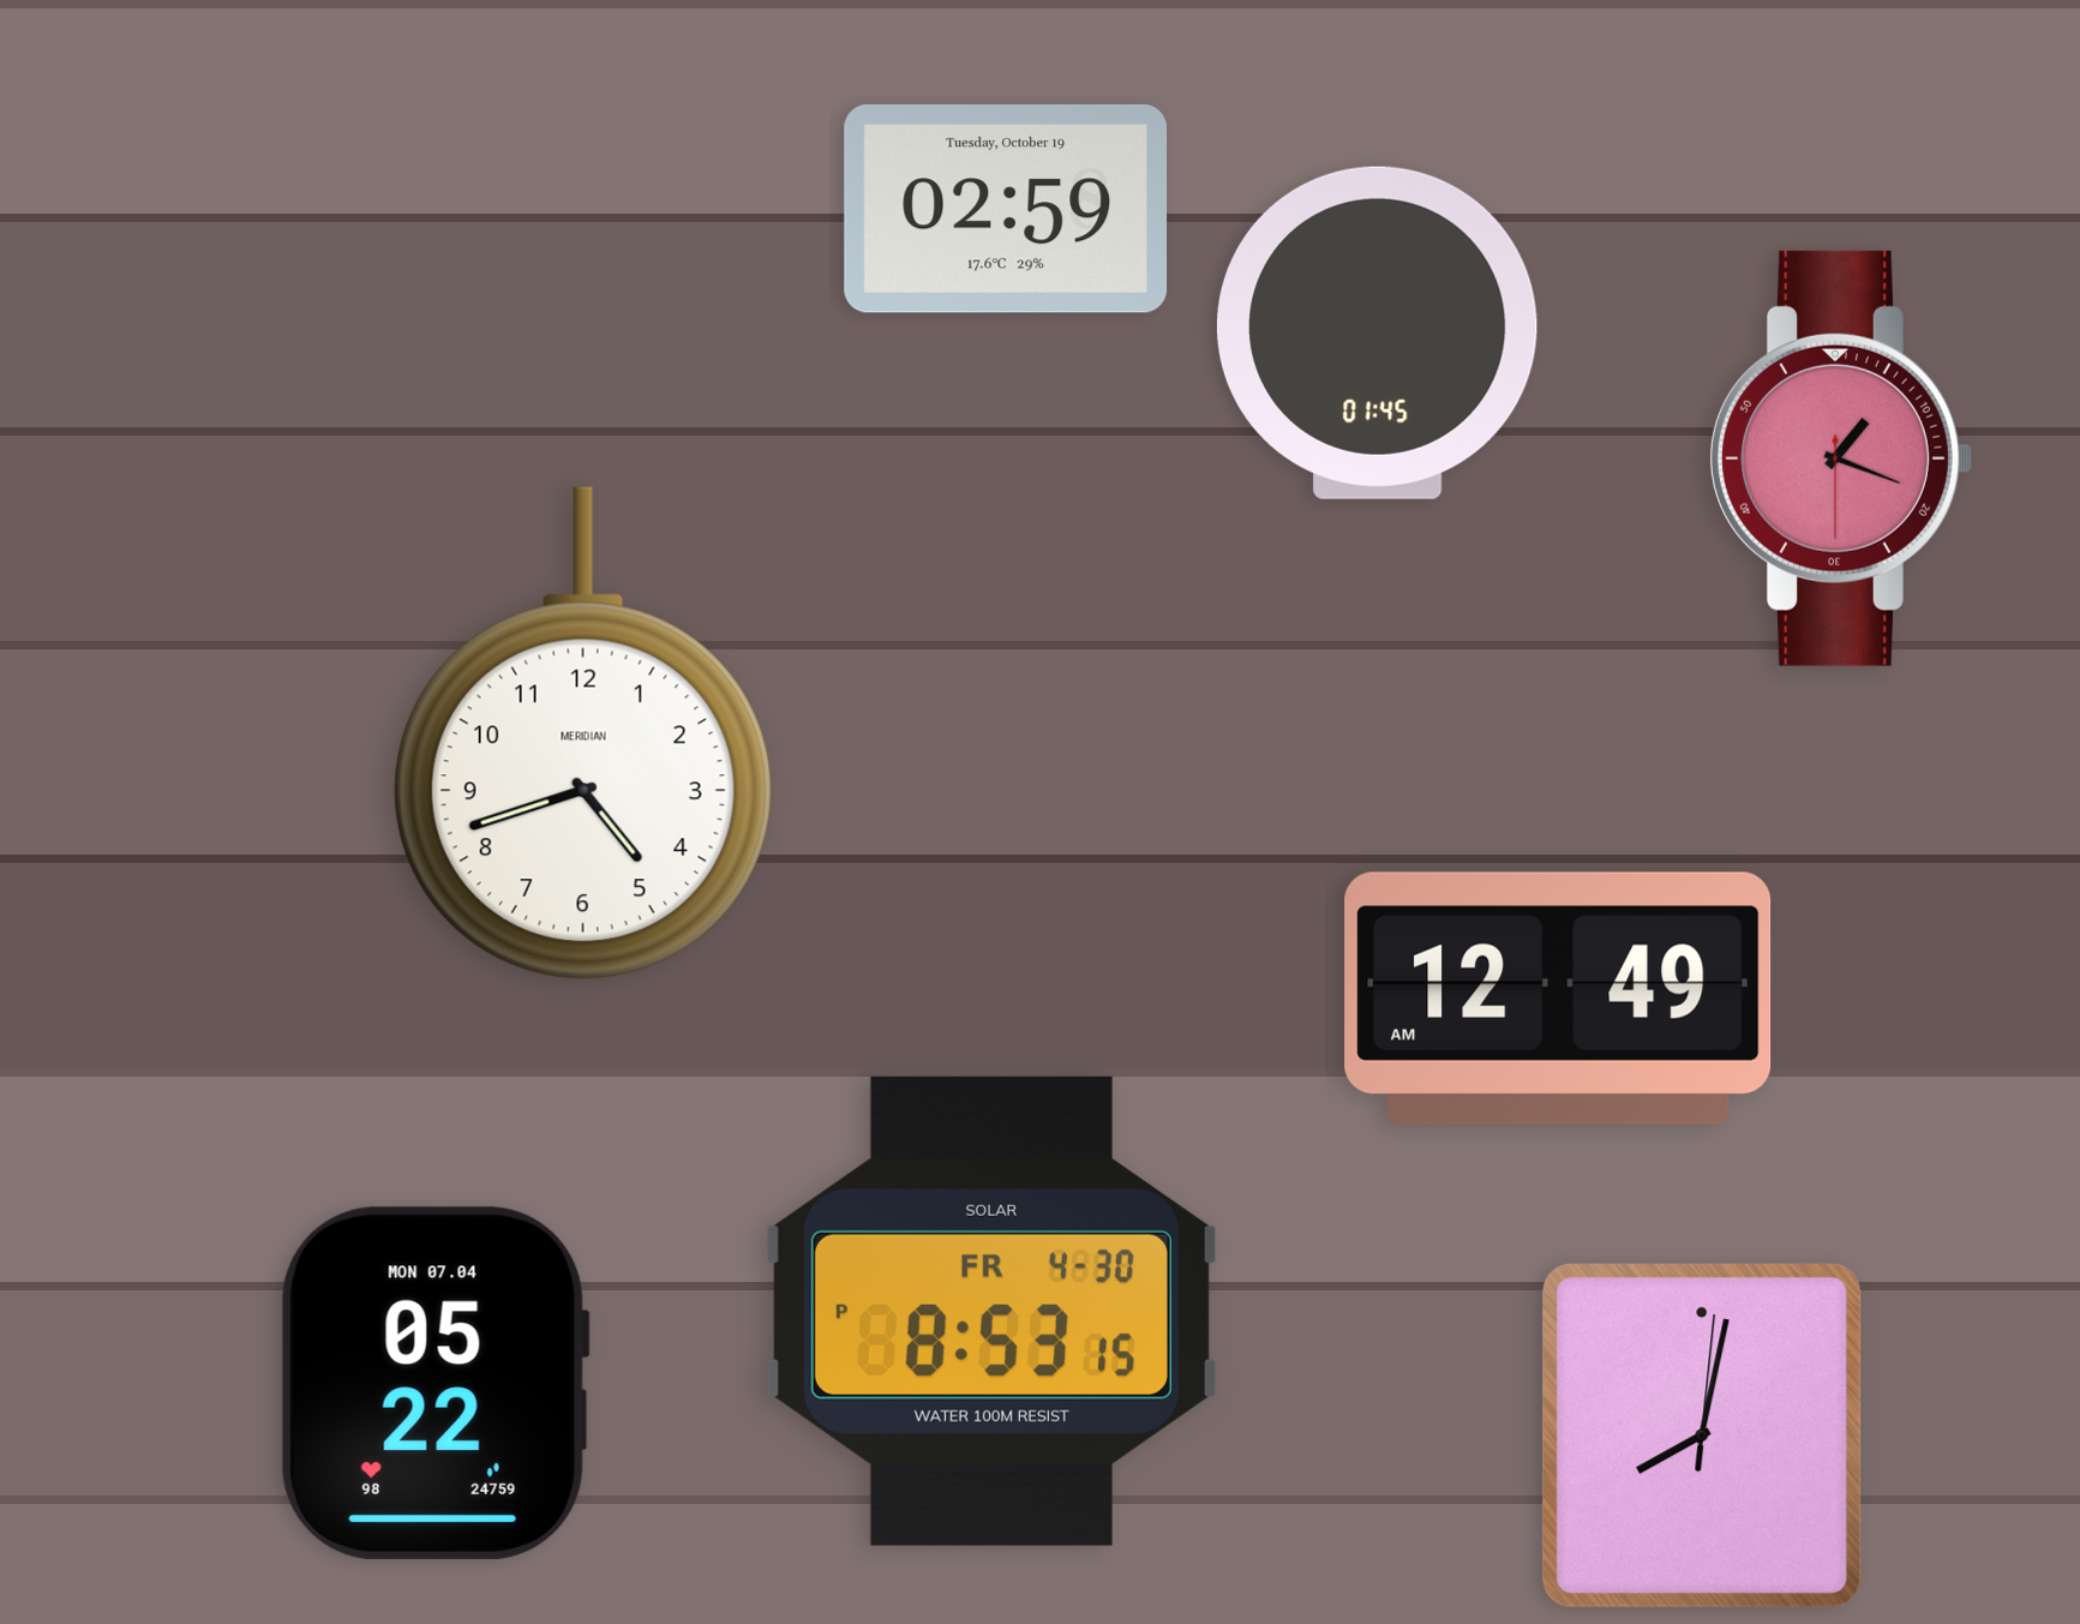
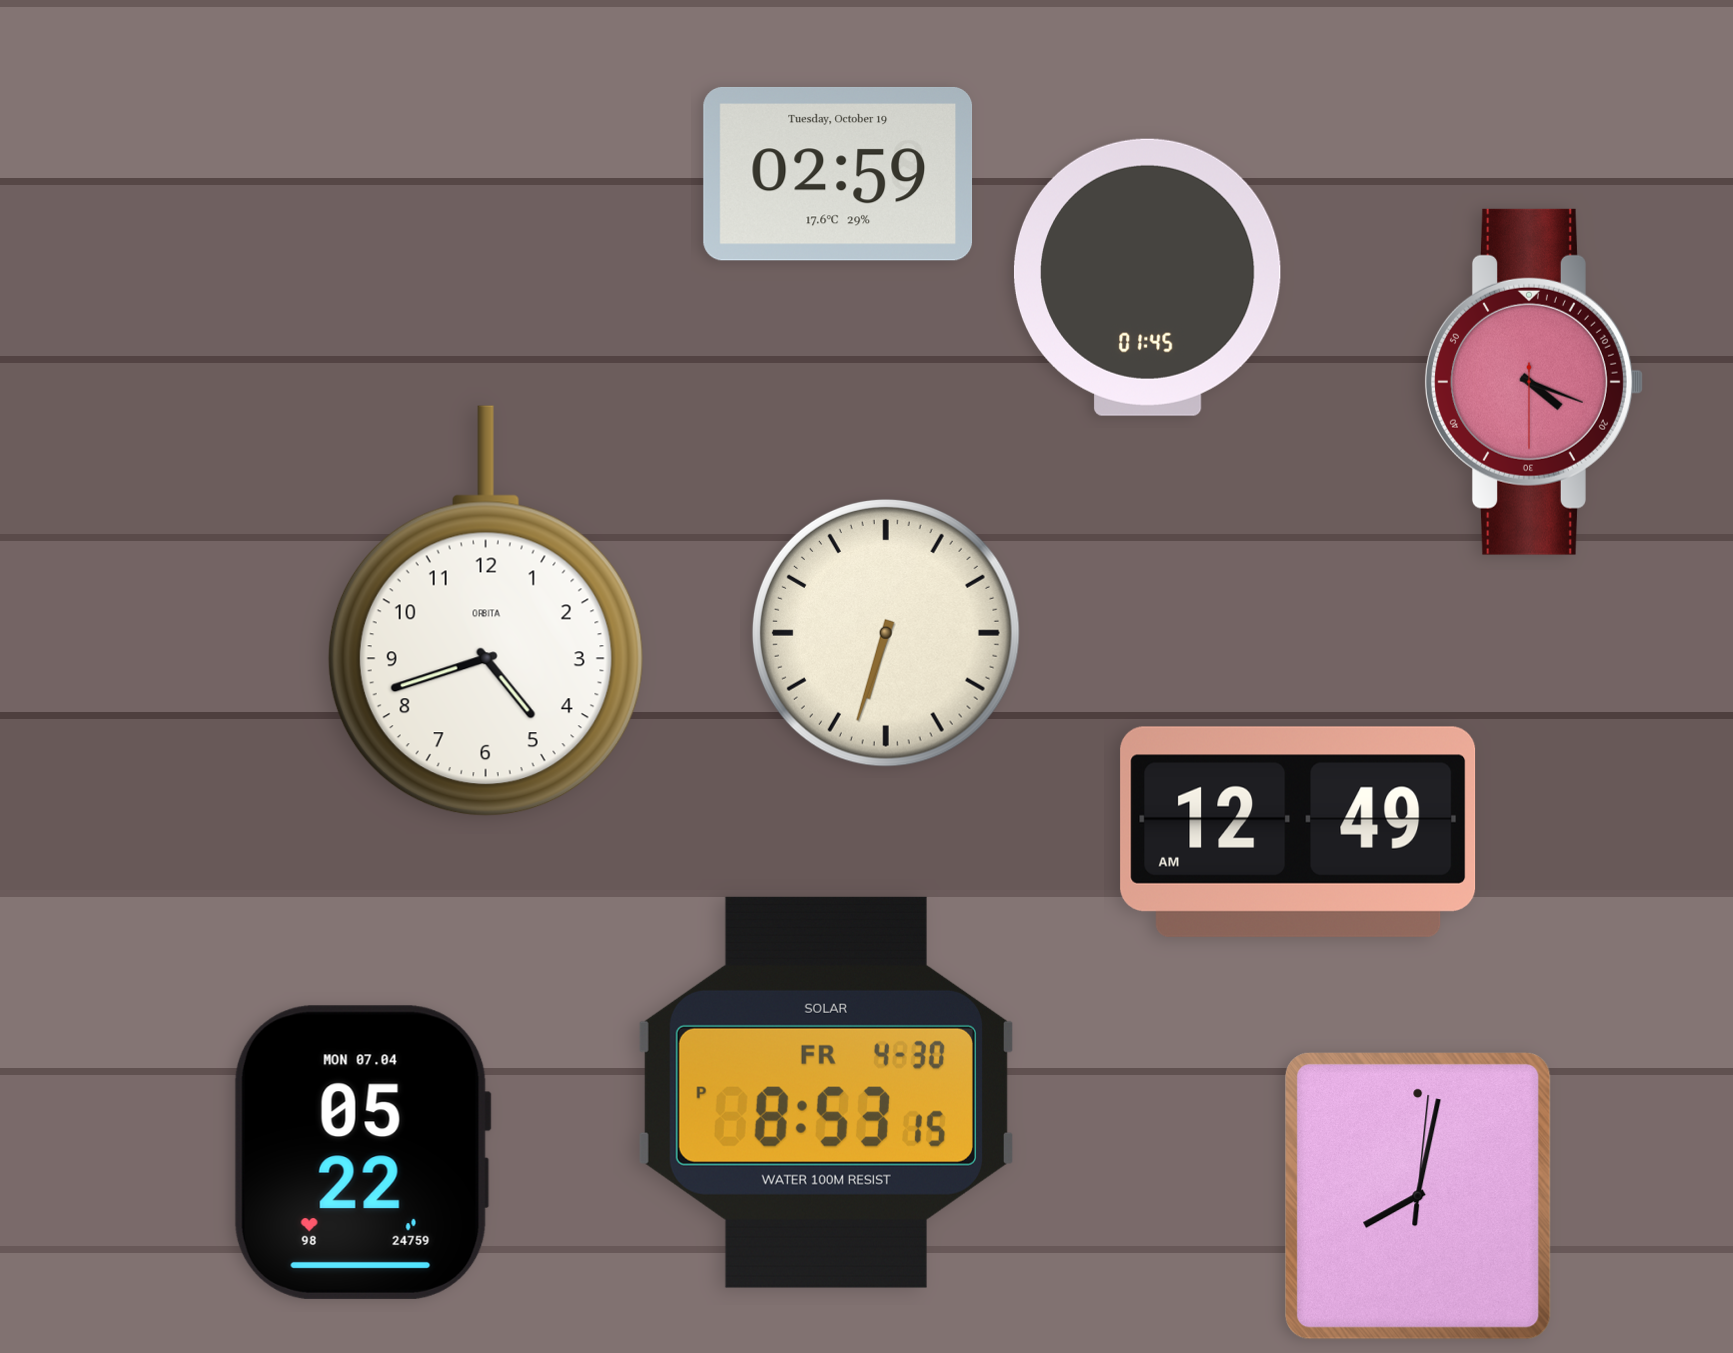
clock at (1841, 459): 1:18 -> 4:18
clock at (583, 733) brand: MERIDIAN -> ORBITA
clock at (886, 633): none -> 6:33
